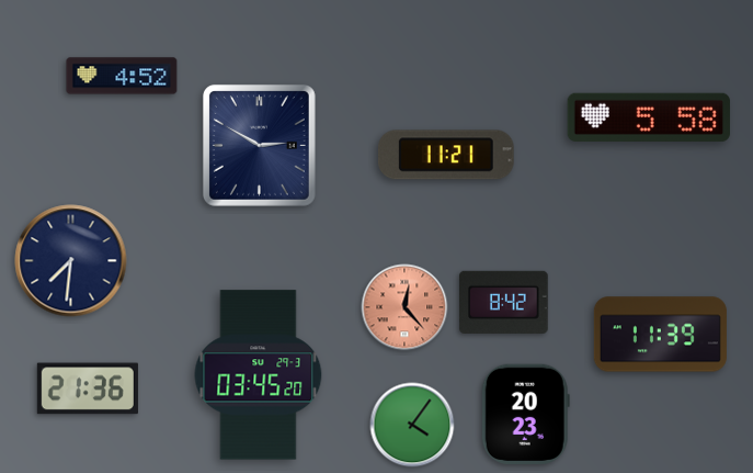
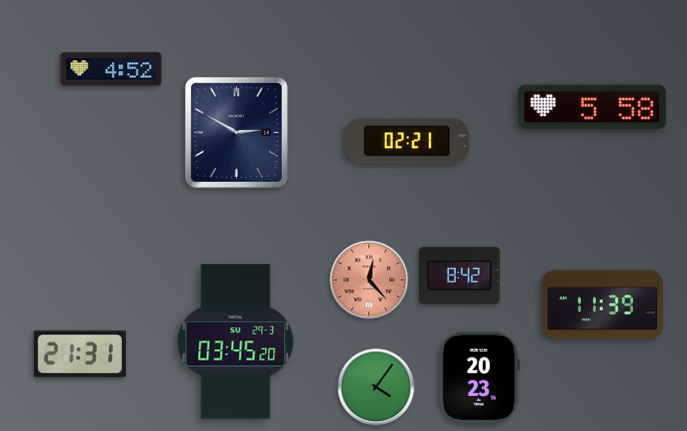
clock at (446, 155): 11:21 -> 02:21
clock at (71, 261): 7:31 -> none
clock at (88, 388): 21:36 -> 21:31
